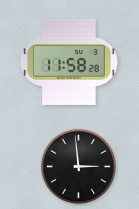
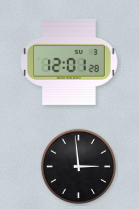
clock at (69, 62): 11:58 -> 12:01
